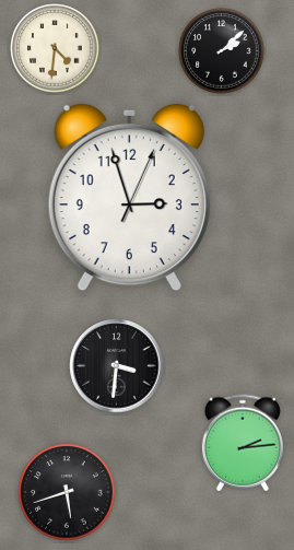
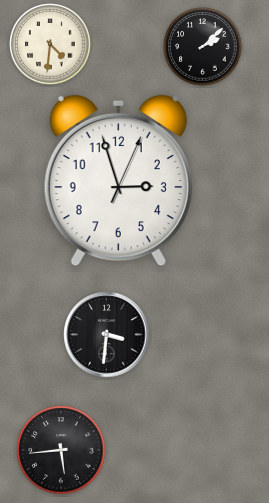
clock at (243, 443): 2:14 -> none
clock at (67, 492): 5:42 -> 5:44
